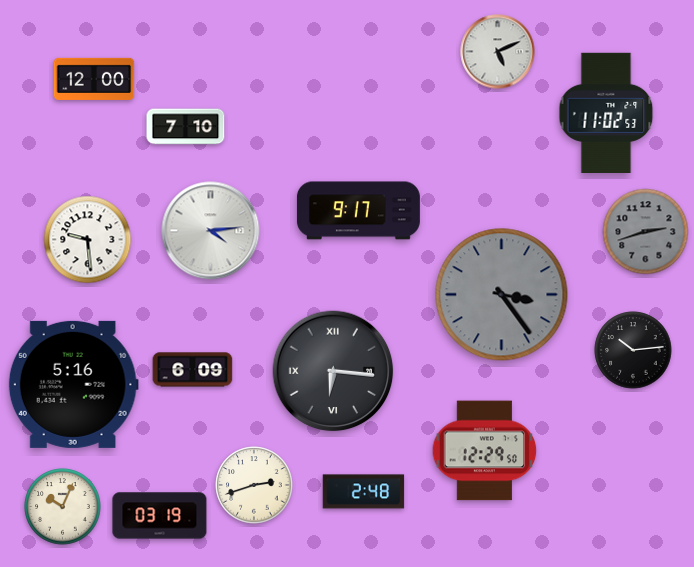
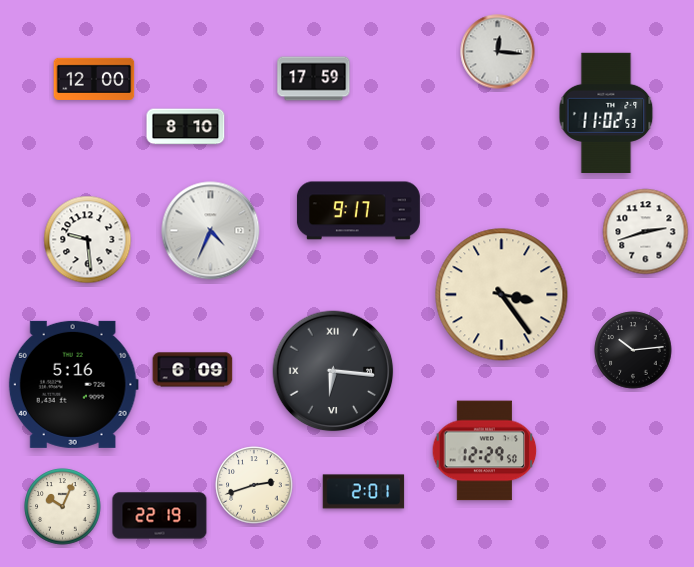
clock at (498, 52): 5:11 -> 12:16
clock at (314, 79): none -> 17:59
clock at (186, 127): 7:10 -> 8:10
clock at (211, 231): 4:14 -> 4:34
clock at (646, 232) dial: grey -> white
clock at (502, 295) dial: grey -> cream
clock at (364, 492): 2:48 -> 2:01
clock at (160, 516): 03:19 -> 22:19
